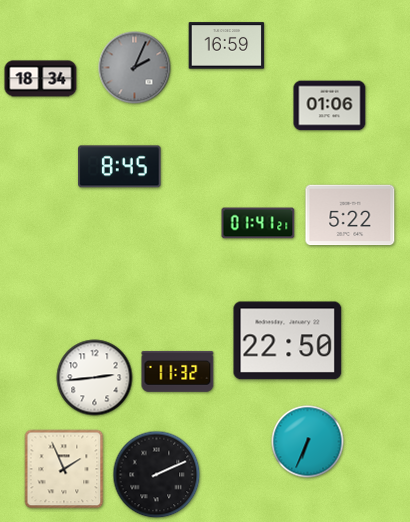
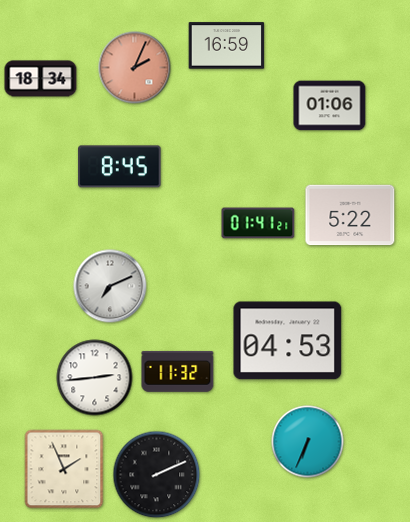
clock at (135, 68) dial: grey -> salmon
clock at (110, 286): none -> 7:11
clock at (288, 341): 22:50 -> 04:53
